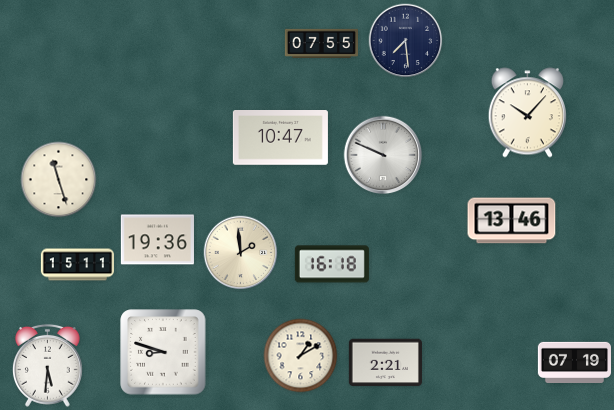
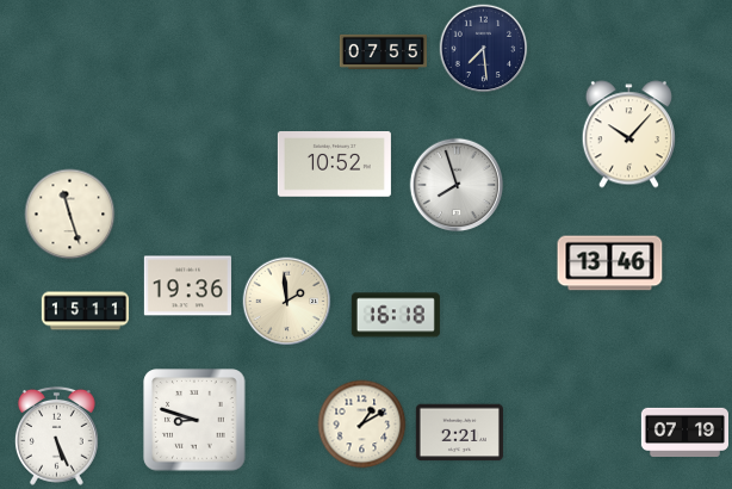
clock at (280, 138): 10:47 -> 10:52
clock at (383, 155): 9:49 -> 7:57
clock at (77, 265) position: (77, 265) -> (85, 311)
clock at (301, 356) position: (301, 356) -> (362, 425)
clock at (48, 365): 5:31 -> 5:26
